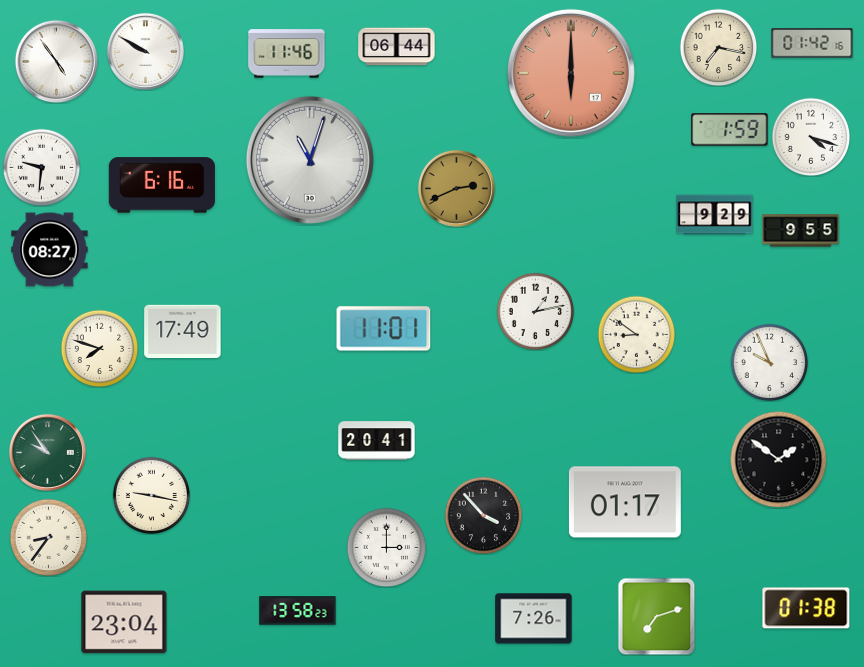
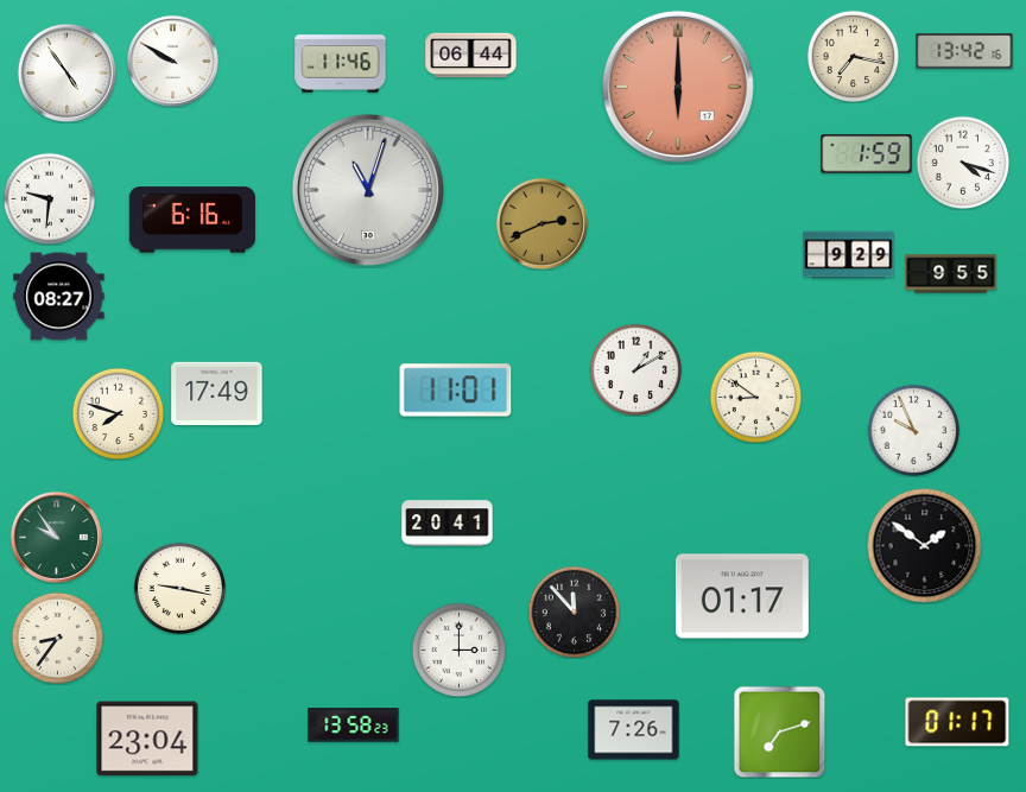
clock at (812, 43): 01:42 -> 13:42
clock at (535, 311): 1:13 -> 1:10
clock at (483, 515): 3:53 -> 11:53
clock at (806, 608): 01:38 -> 01:17
clock at (534, 619) position: (534, 619) -> (634, 730)
